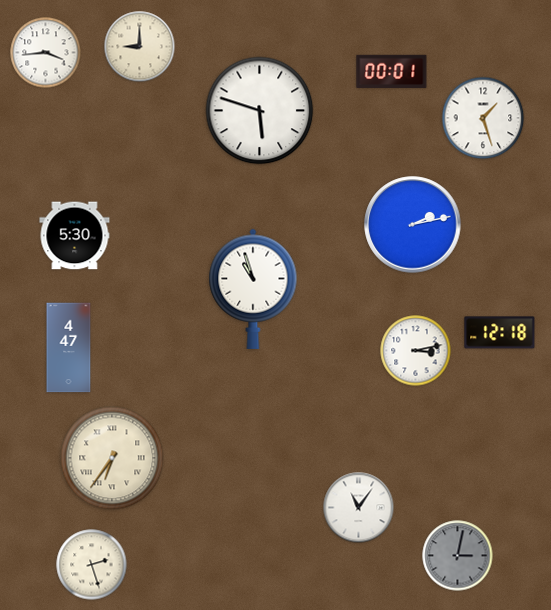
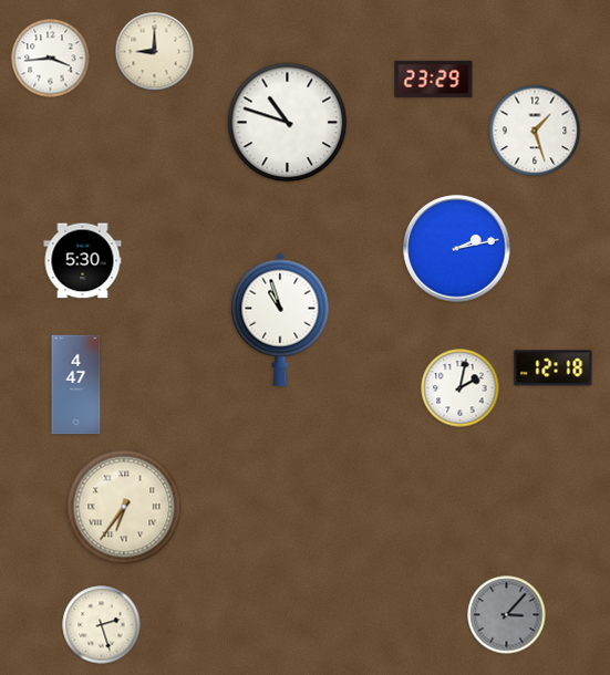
clock at (392, 71): 00:01 -> 23:29
clock at (260, 111): 5:48 -> 10:48
clock at (416, 351): 3:13 -> 2:02
clock at (359, 508): 11:06 -> none
clock at (458, 556): 3:02 -> 3:07
